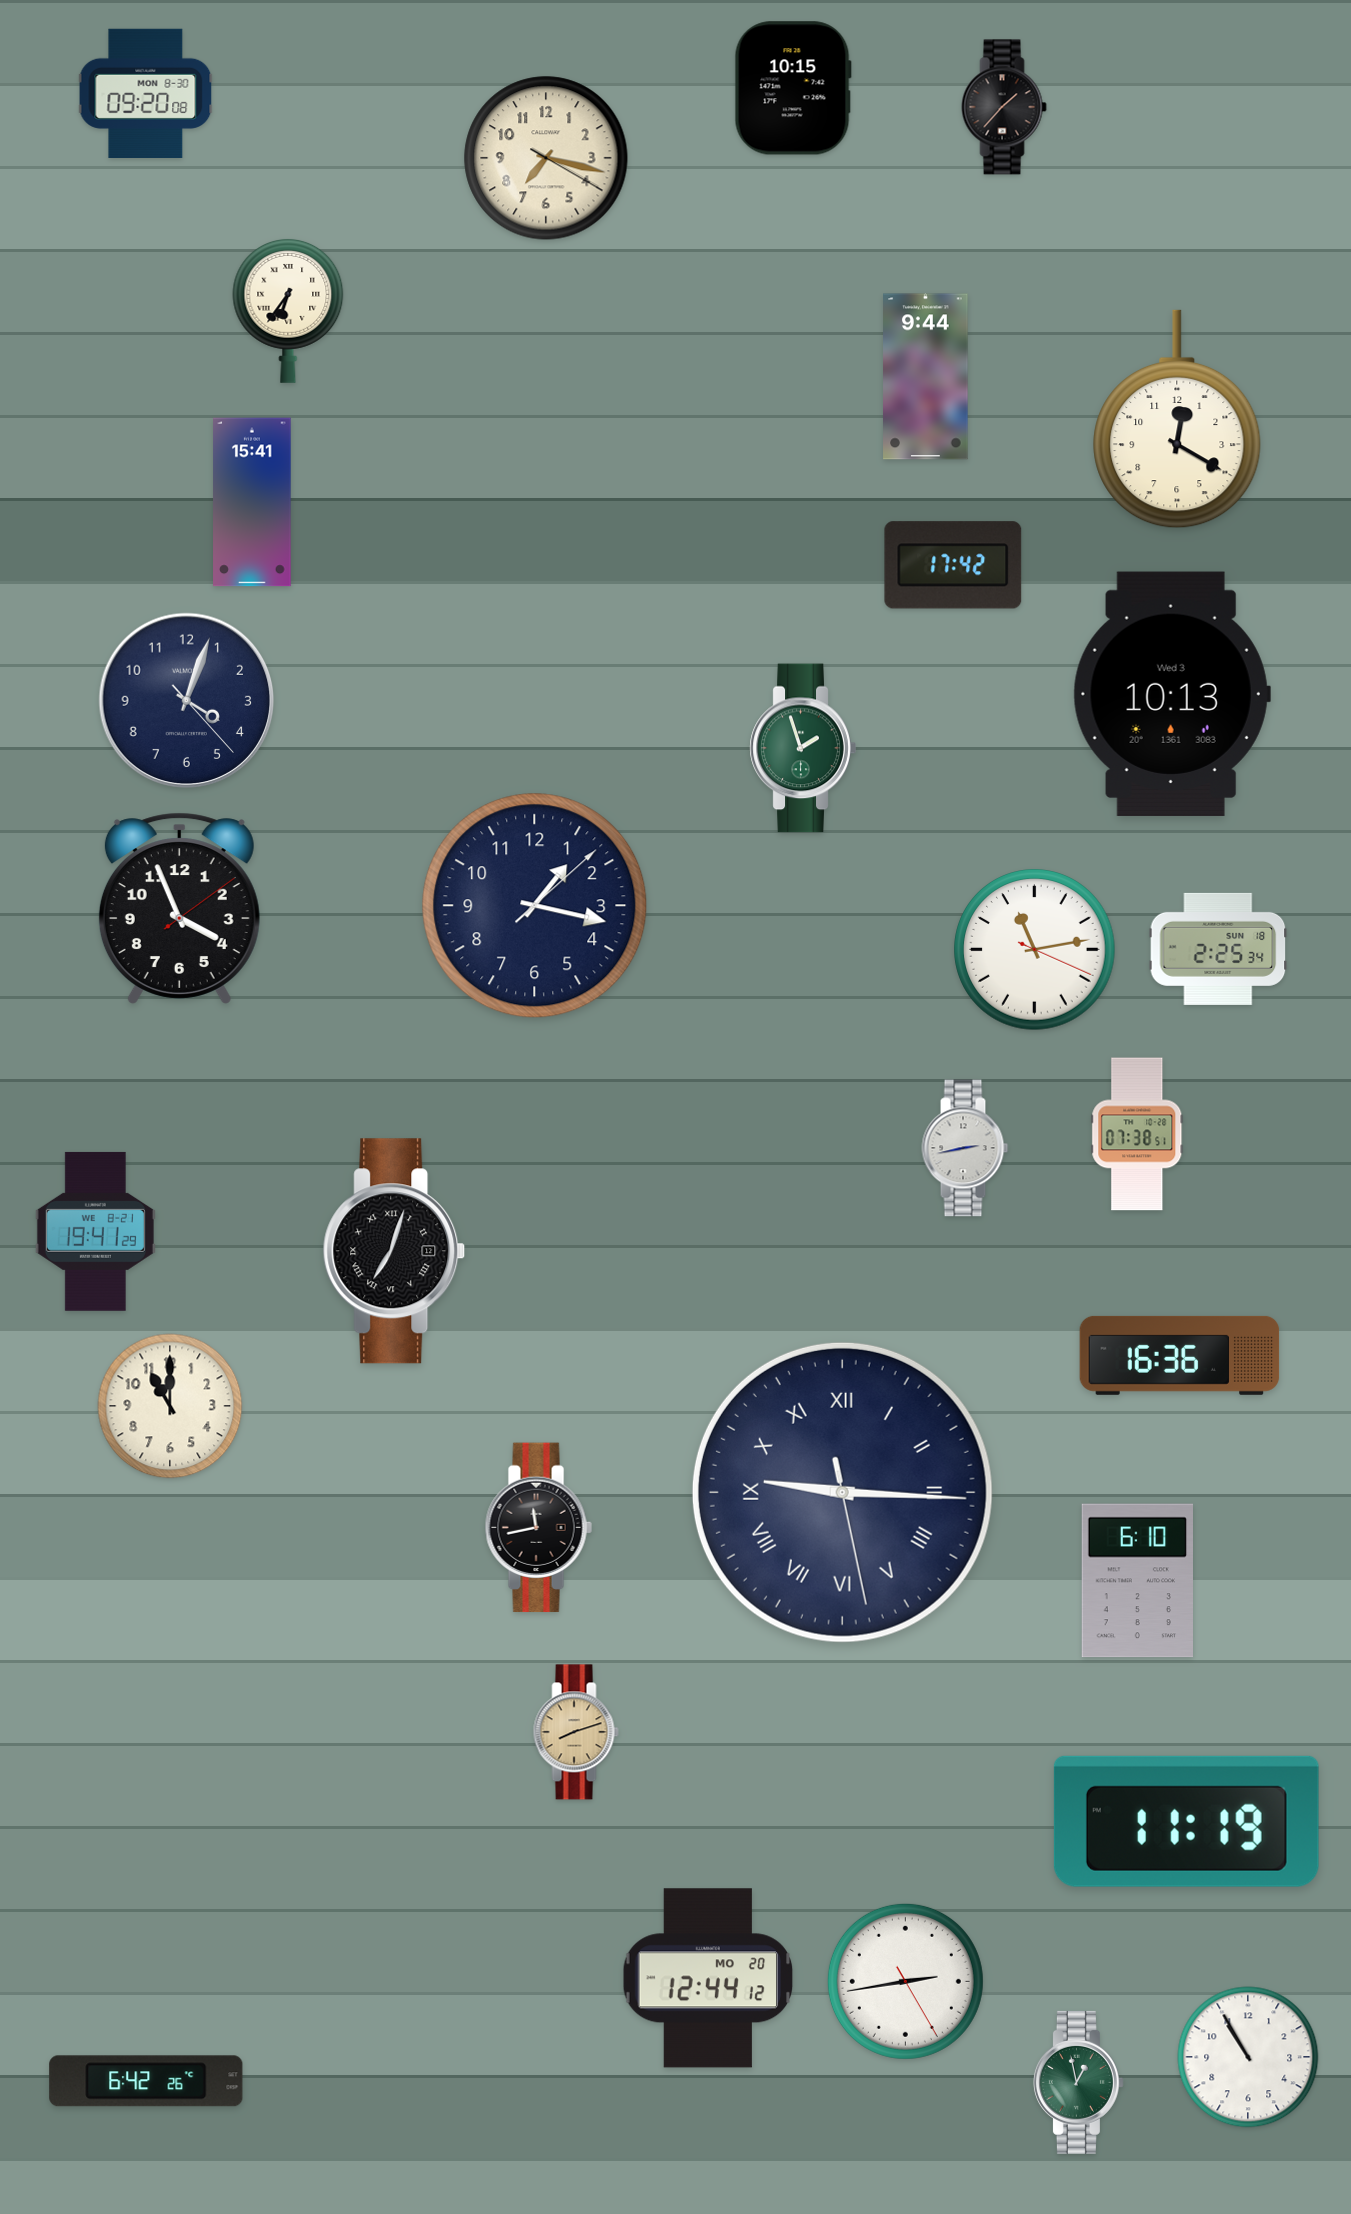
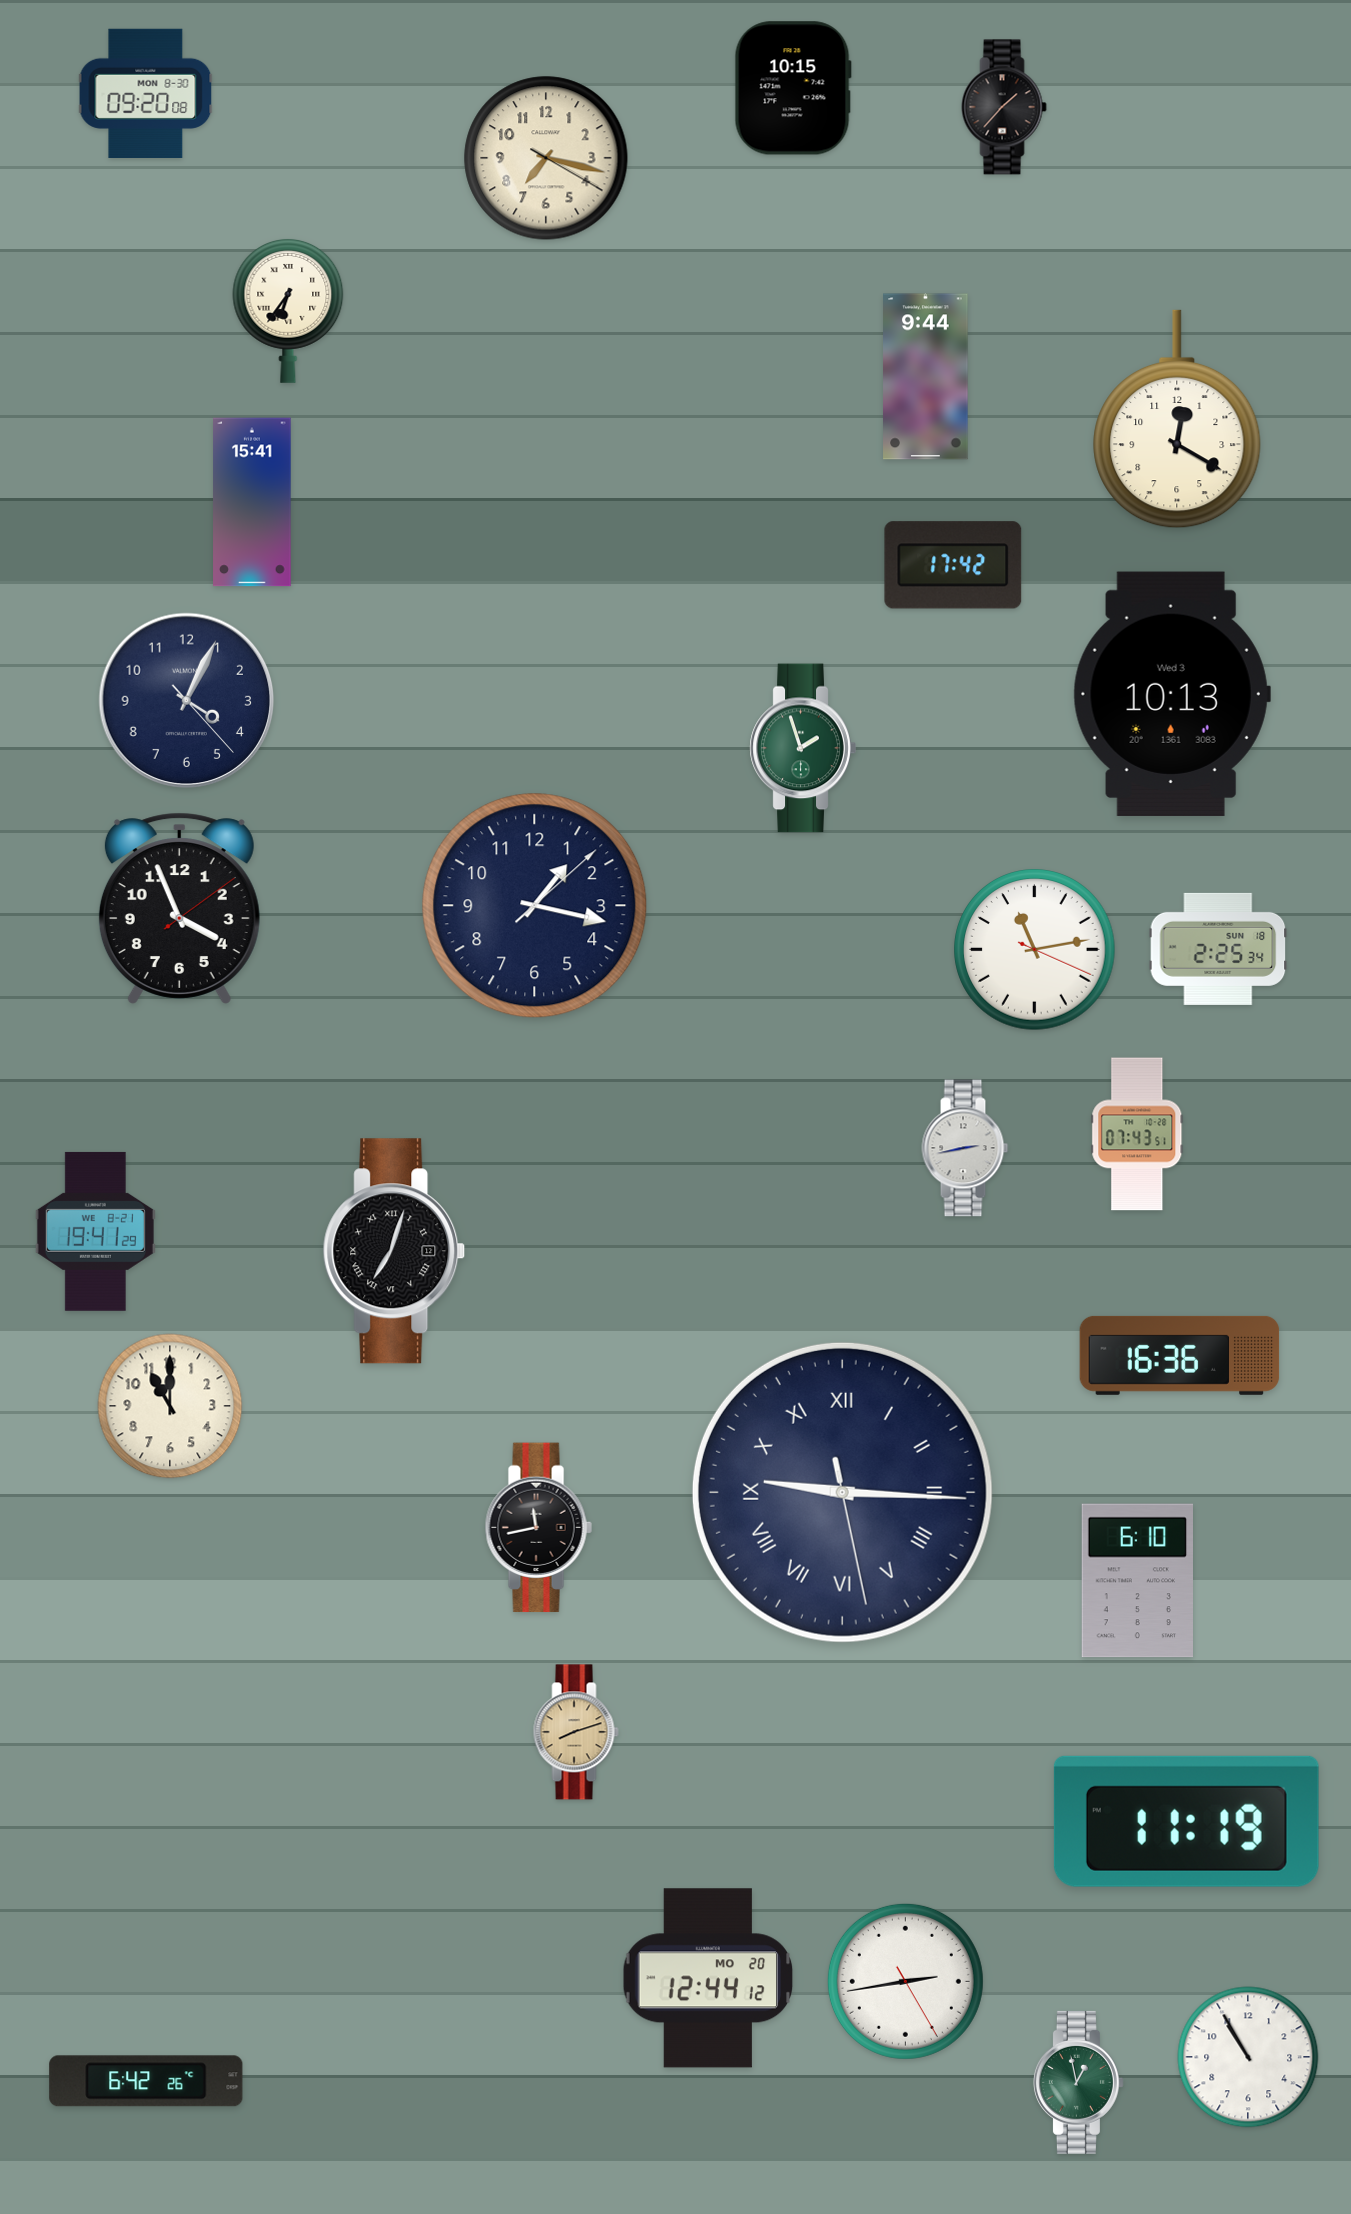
clock at (187, 701): 4:03 -> 4:04
clock at (1137, 1134): 07:38 -> 07:43
